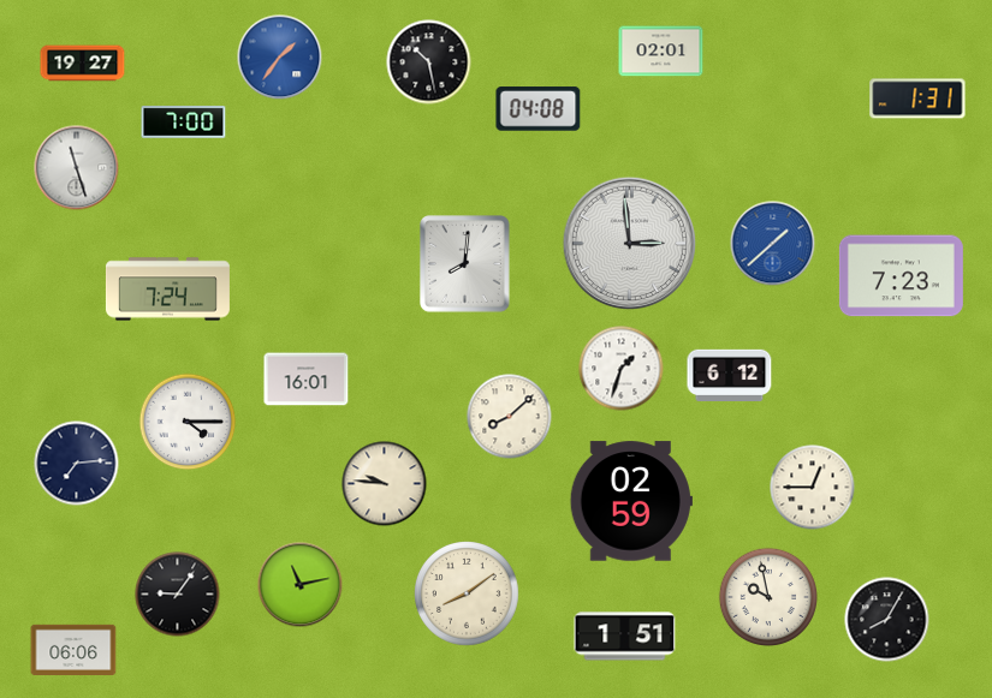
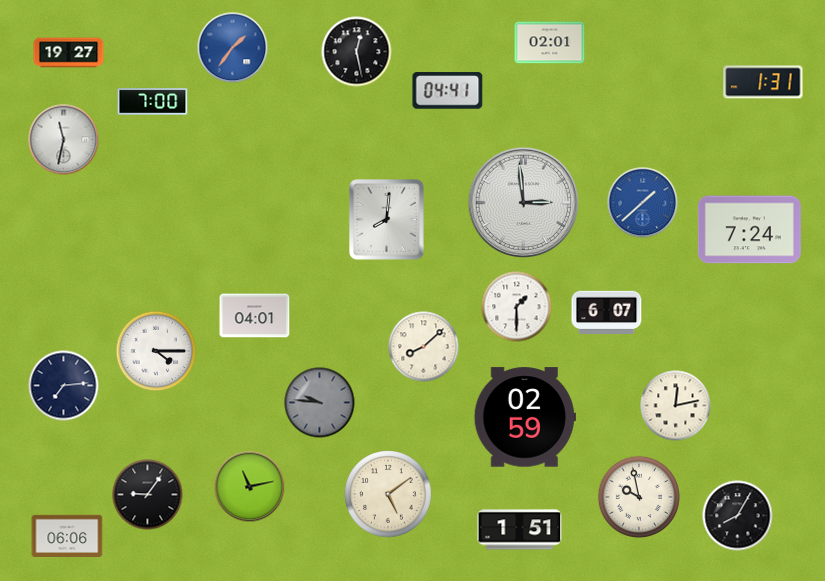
clock at (429, 62): 10:28 -> 12:28
clock at (539, 109): 04:08 -> 04:41
clock at (77, 168): 11:27 -> 11:32
clock at (901, 276): 7:23 -> 7:24
clock at (167, 290): 7:24 -> none
clock at (622, 369): 1:33 -> 1:30
clock at (730, 375): 6:12 -> 6:07
clock at (307, 380): 16:01 -> 04:01
clock at (385, 484) dial: cream -> grey
clock at (813, 488): 12:45 -> 12:13
clock at (467, 593): 8:09 -> 5:09
clock at (73, 649) position: (73, 649) -> (67, 535)
